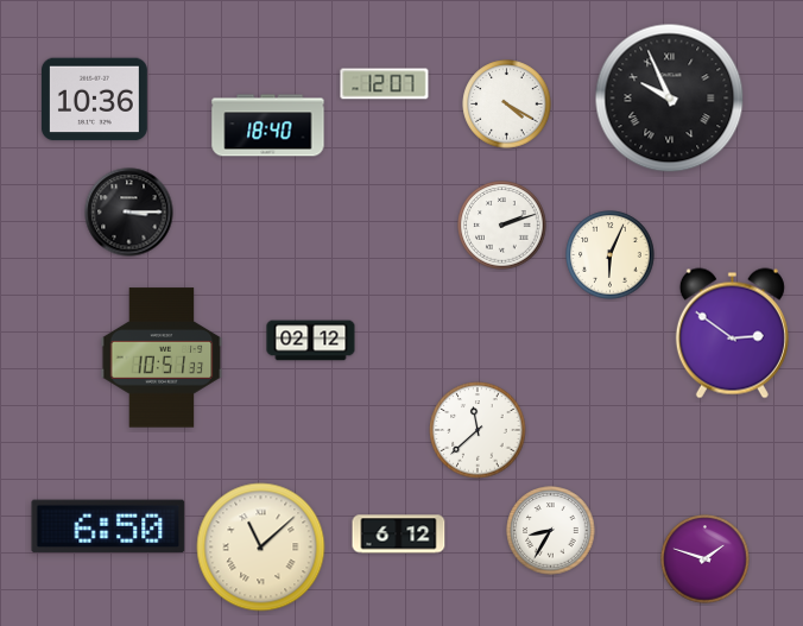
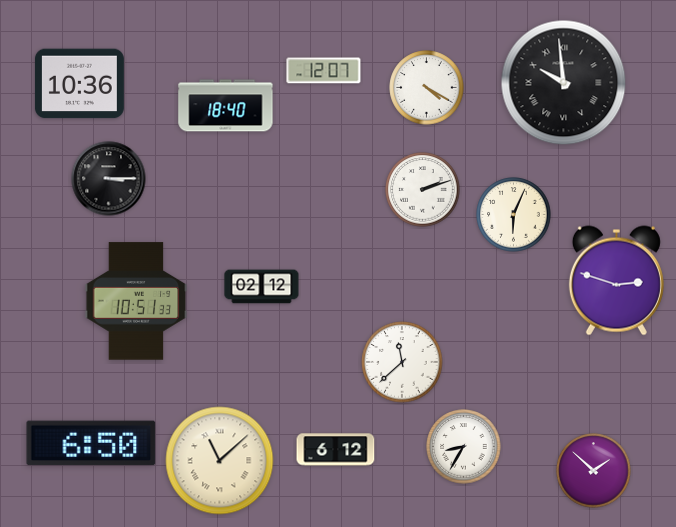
clock at (670, 99): 9:56 -> 9:59
clock at (732, 334): 2:51 -> 2:48
clock at (706, 559): 1:48 -> 1:52
